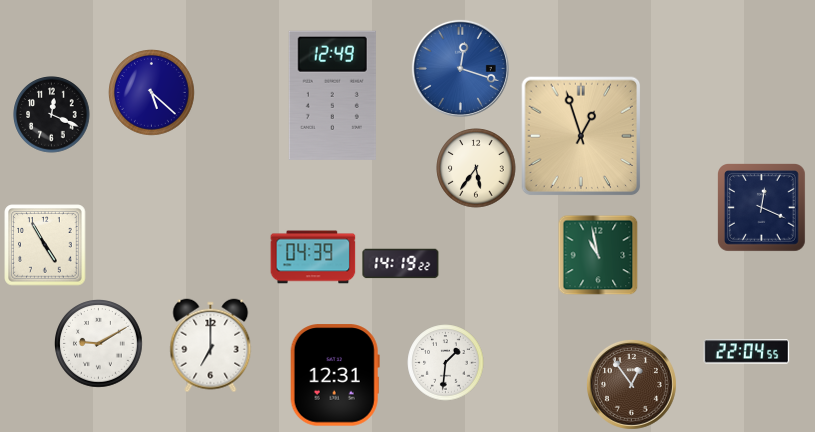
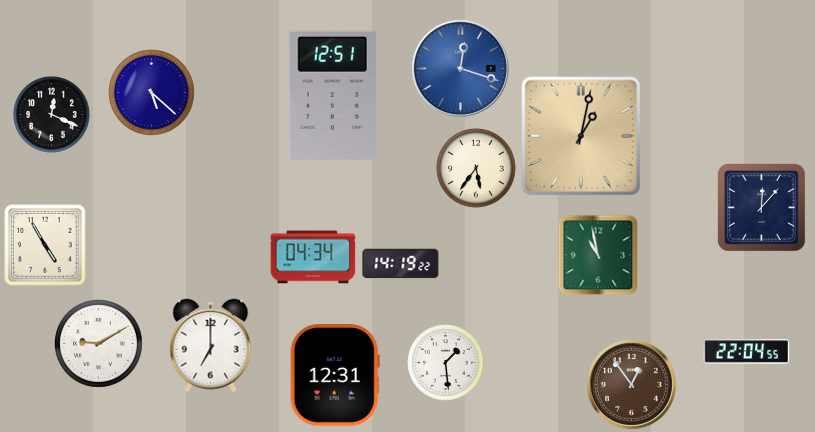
clock at (332, 95): 12:49 -> 12:51
clock at (581, 136): 12:57 -> 1:02
clock at (762, 208): 12:19 -> 12:07
clock at (313, 257): 04:39 -> 04:34
clock at (446, 363): 1:31 -> 1:29
